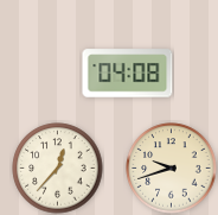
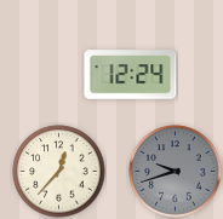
clock at (128, 74): 04:08 -> 12:24
clock at (172, 169) dial: cream -> grey
